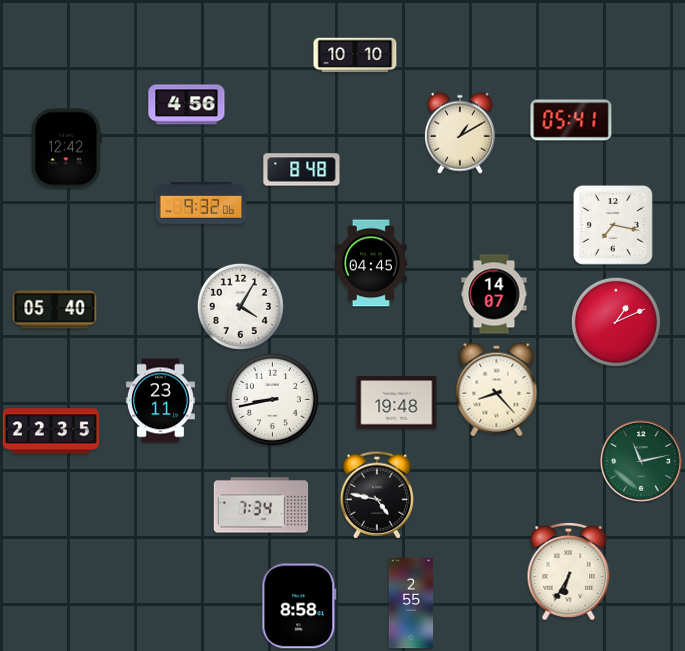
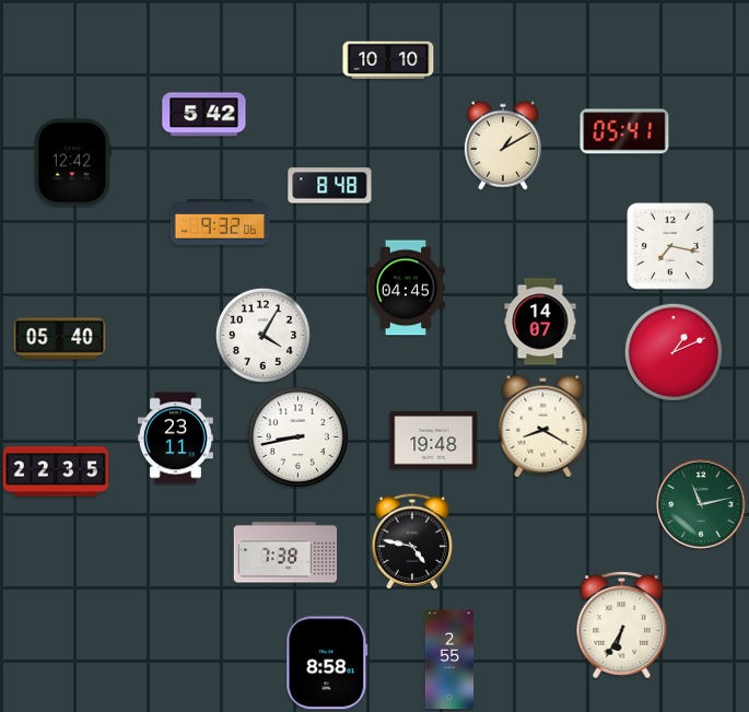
clock at (187, 105): 4:56 -> 5:42
clock at (497, 390): 8:23 -> 8:20
clock at (261, 505): 7:34 -> 7:38
